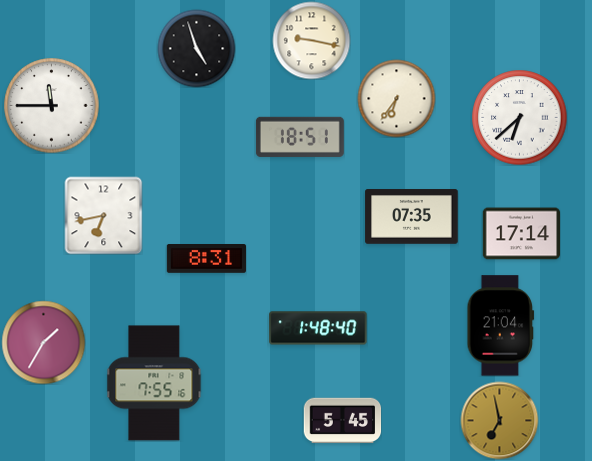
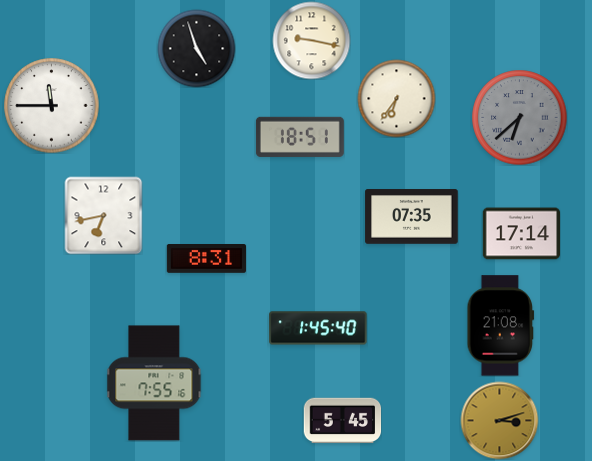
clock at (519, 117) dial: white -> grey
clock at (501, 326): 21:04 -> 21:08
clock at (318, 328): 1:48 -> 1:45
clock at (43, 342): 1:35 -> none
clock at (499, 420): 6:58 -> 3:12
